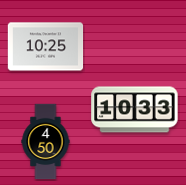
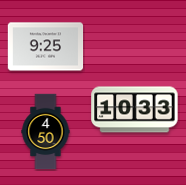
clock at (46, 47): 10:25 -> 9:25
clock at (46, 142) position: (46, 142) -> (46, 132)
